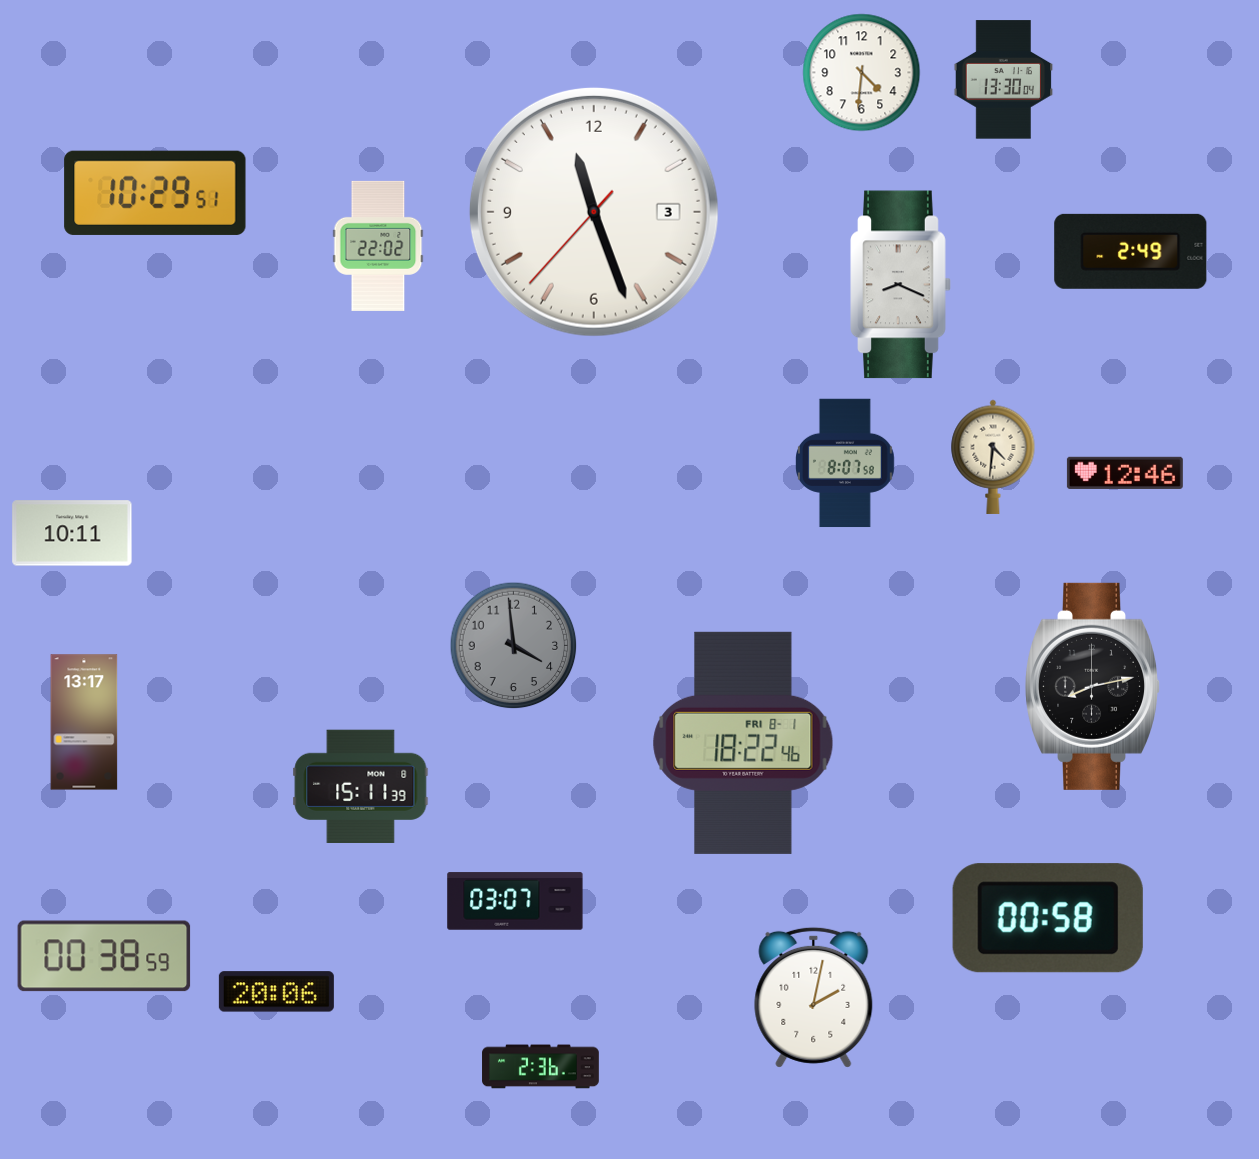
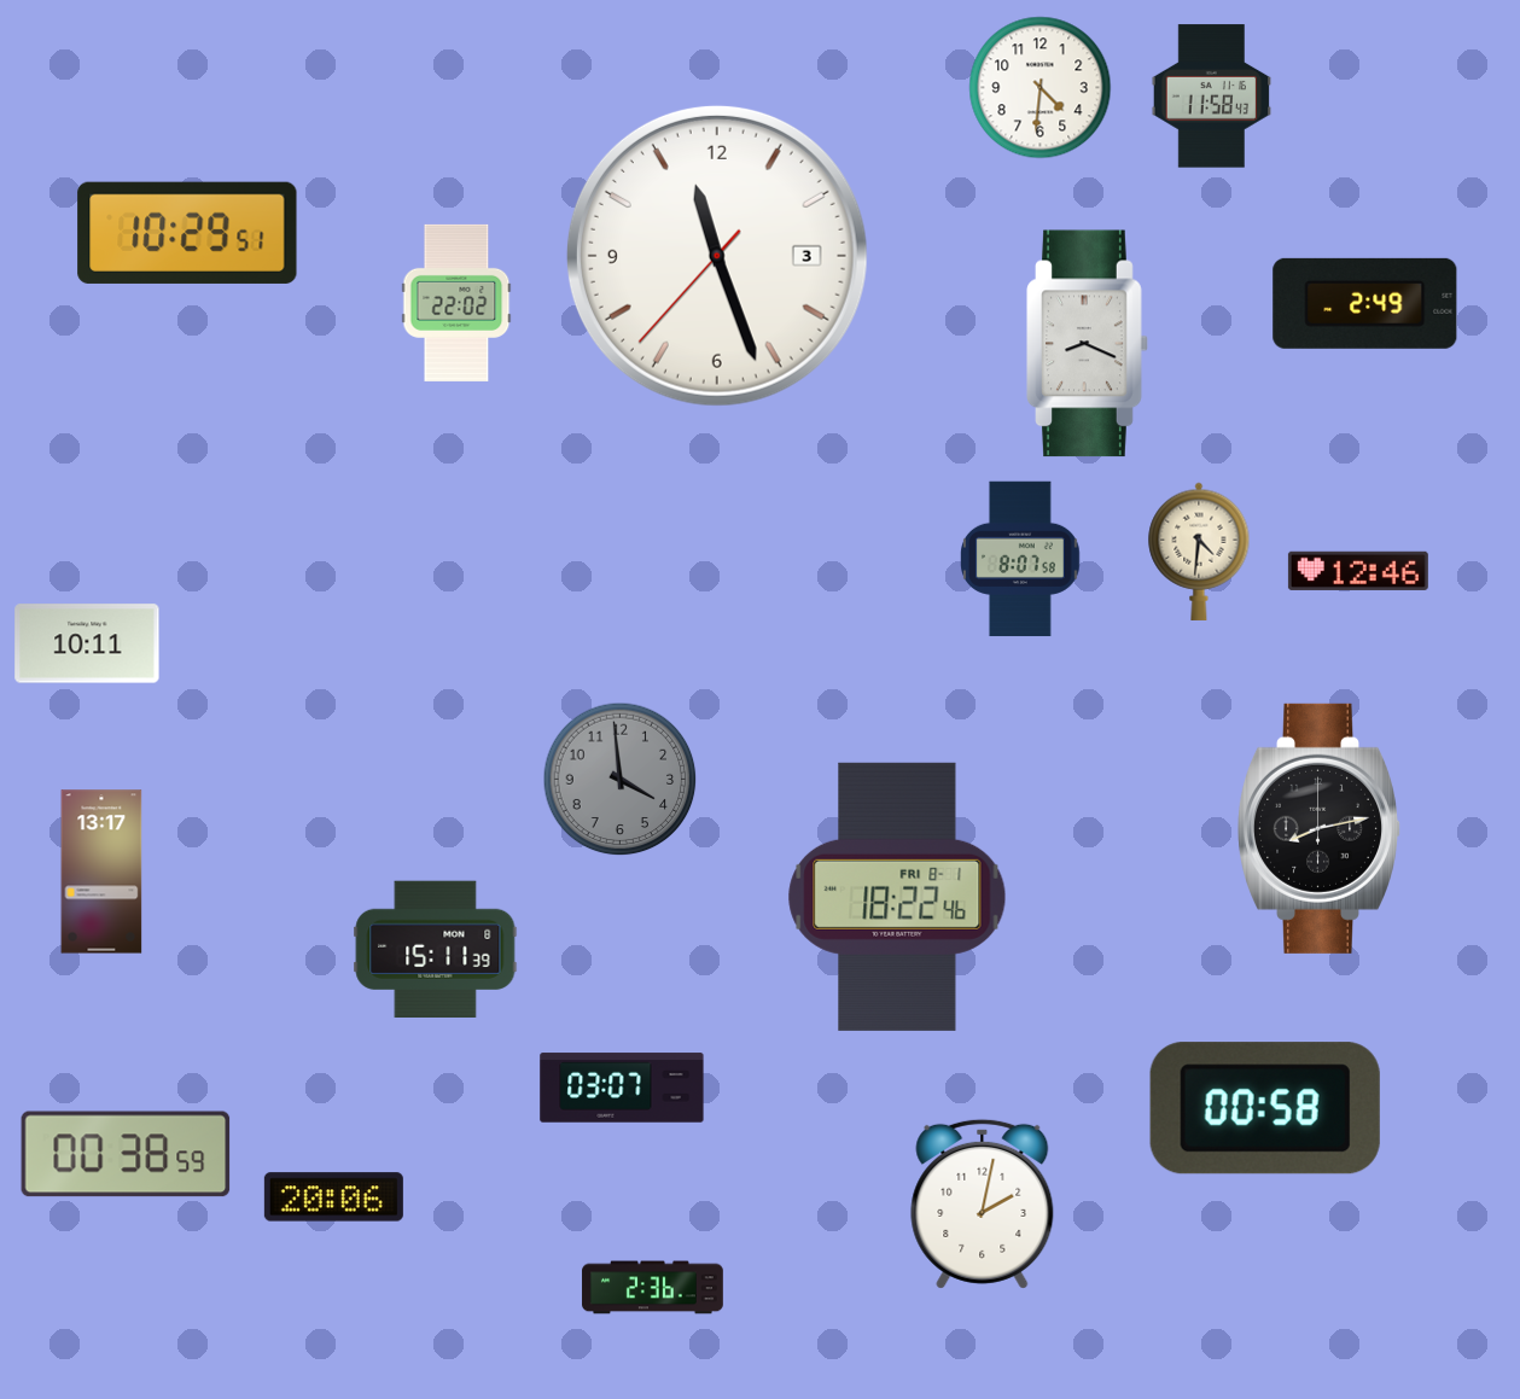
clock at (1004, 80): 13:30 -> 11:58
clock at (378, 246) position: (378, 246) -> (456, 303)
